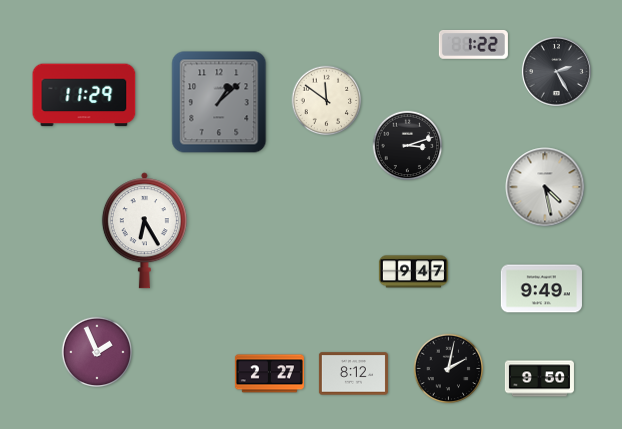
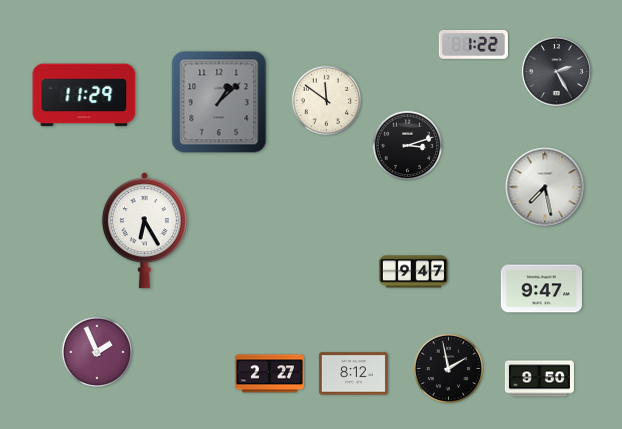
clock at (545, 187): 4:28 -> 7:28
clock at (541, 289): 9:49 -> 9:47
clock at (449, 369): 2:02 -> 1:58
